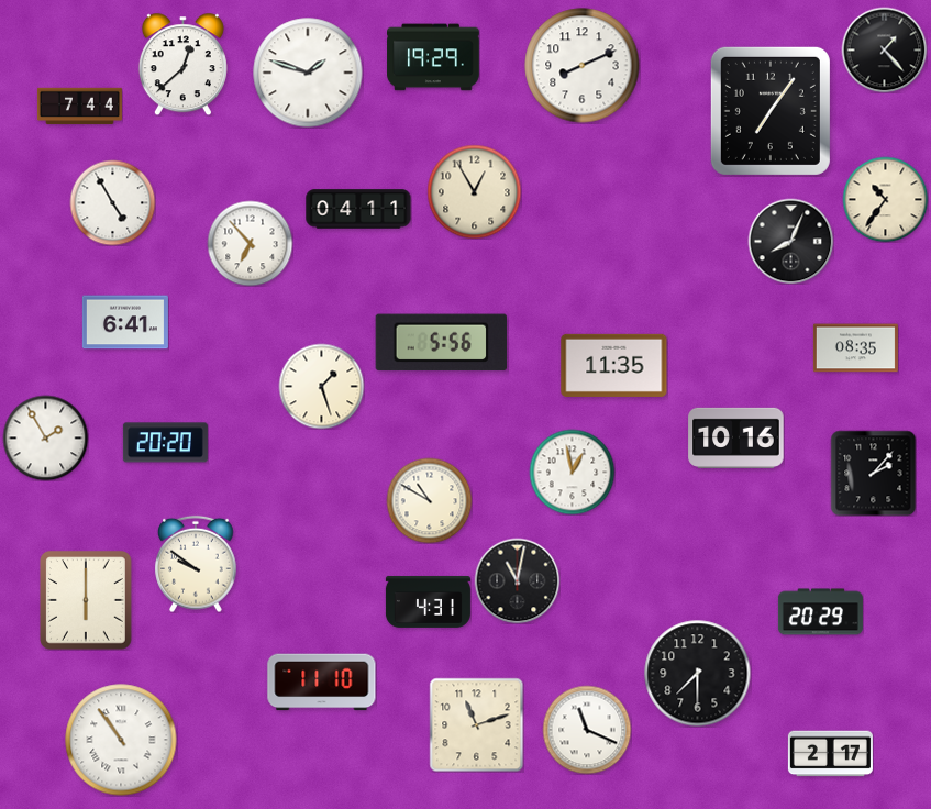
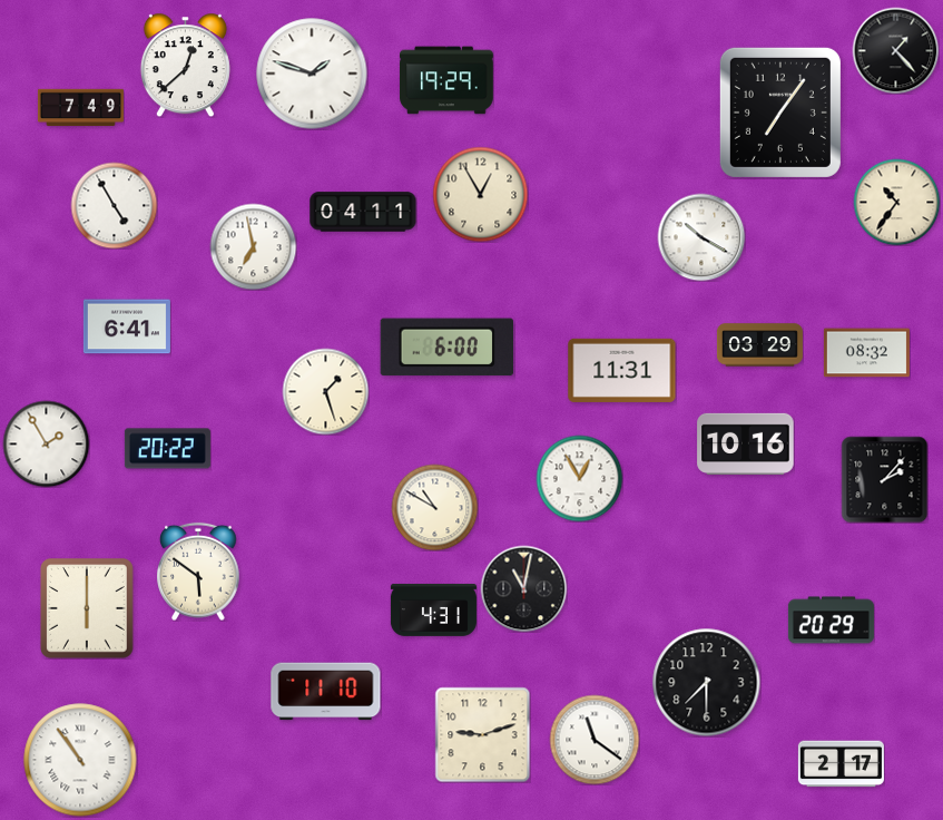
clock at (433, 57) position: (433, 57) -> (446, 80)
clock at (583, 66): 8:11 -> none
clock at (79, 107): 7:44 -> 7:49
clock at (701, 237): none -> 10:20
clock at (790, 241): 8:04 -> none
clock at (250, 243): 6:53 -> 6:58
clock at (759, 345): none -> 03:29
clock at (442, 343): 5:56 -> 6:00
clock at (855, 348): 08:35 -> 08:32
clock at (614, 365): 11:35 -> 11:31
clock at (165, 443): 20:20 -> 20:22
clock at (572, 472): 12:58 -> 12:55
clock at (196, 564): 9:51 -> 5:51
clock at (476, 724): 11:12 -> 9:12
clock at (587, 730): 11:19 -> 11:21
clock at (121, 740) position: (121, 740) -> (80, 760)
